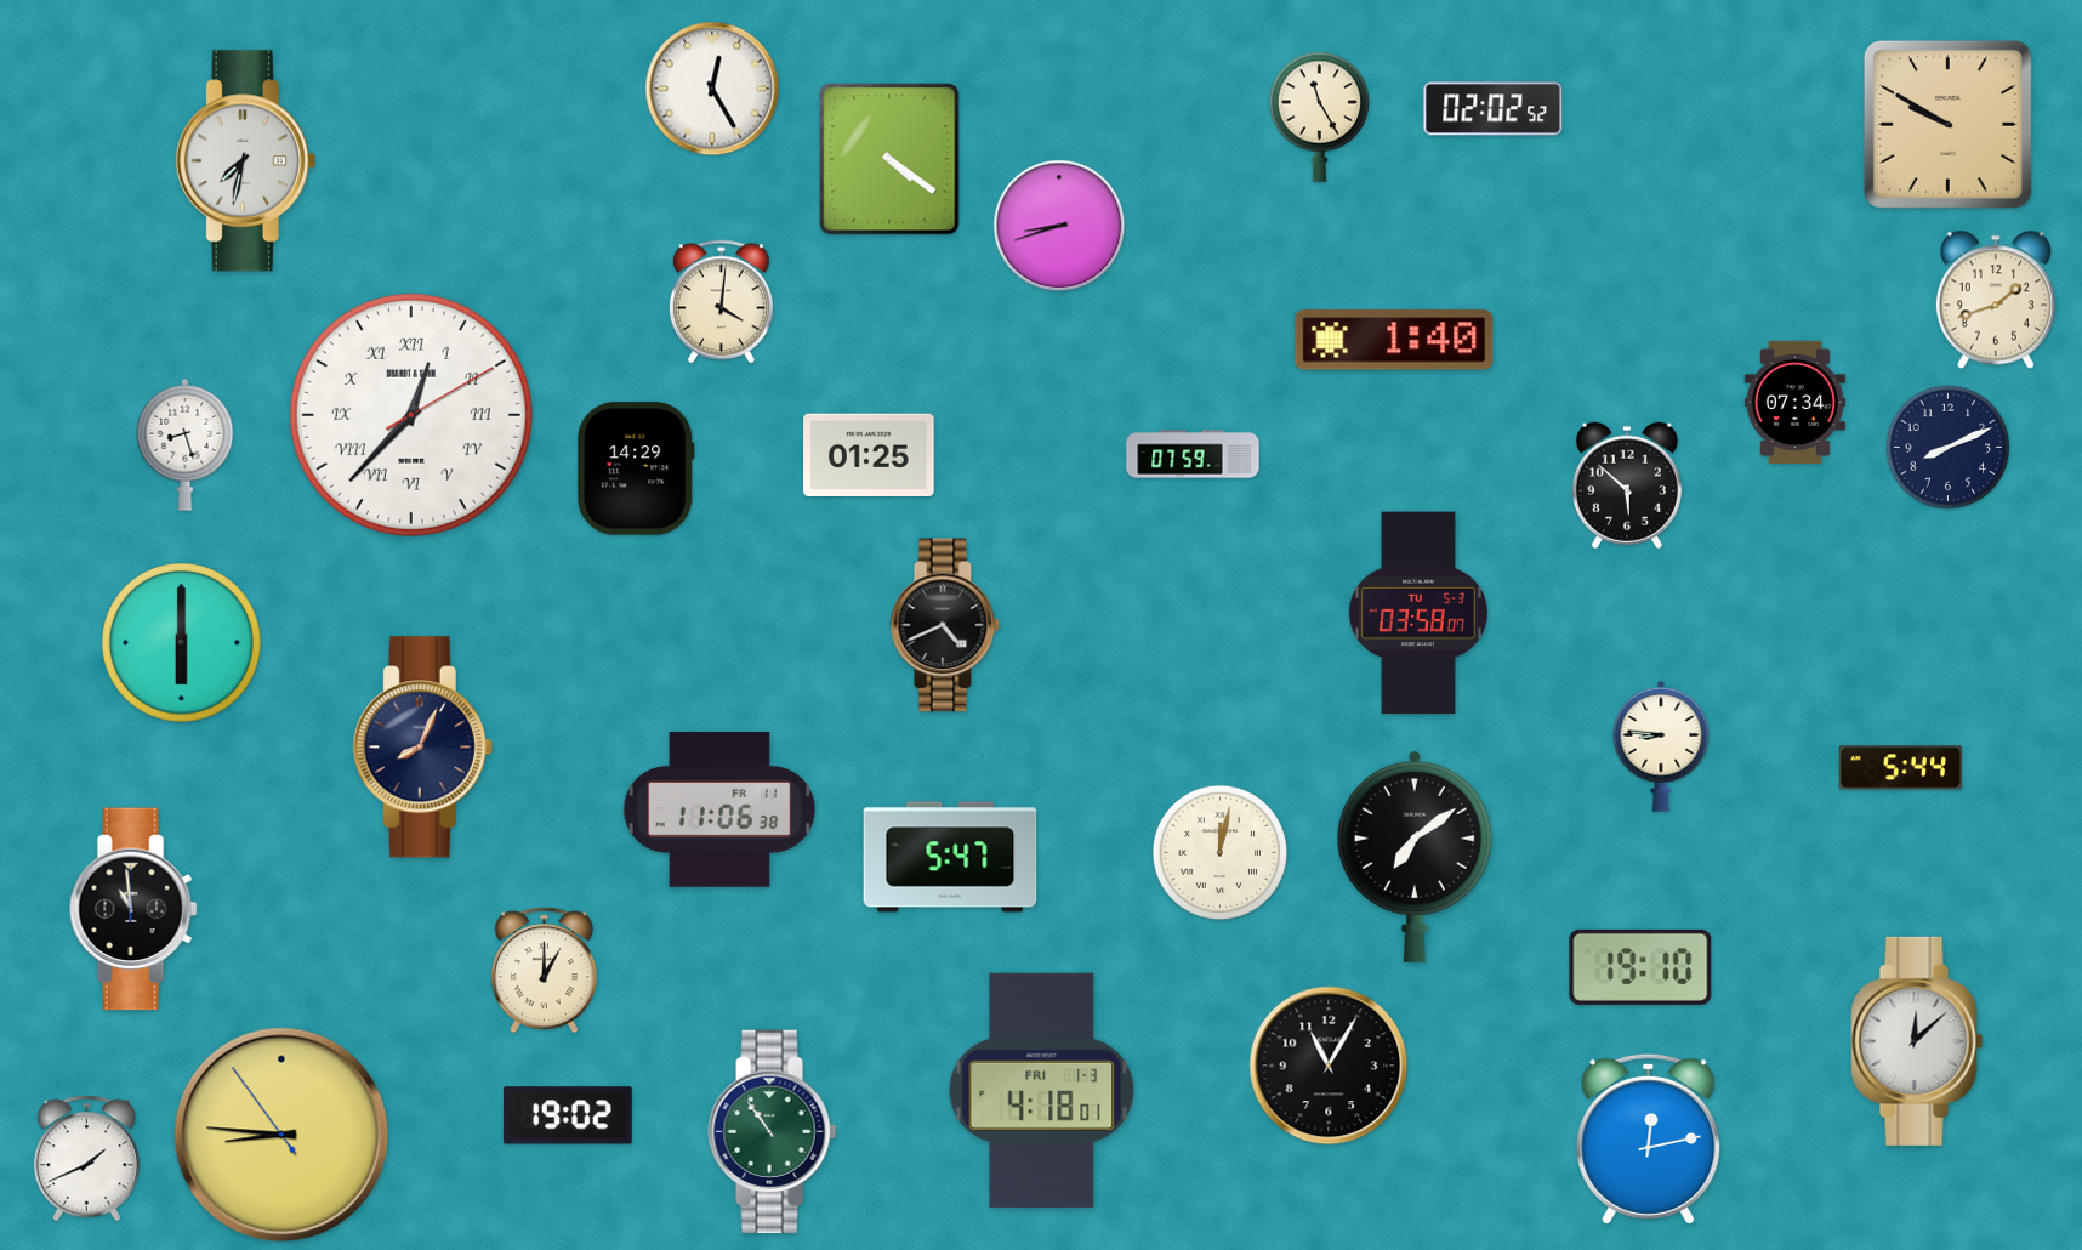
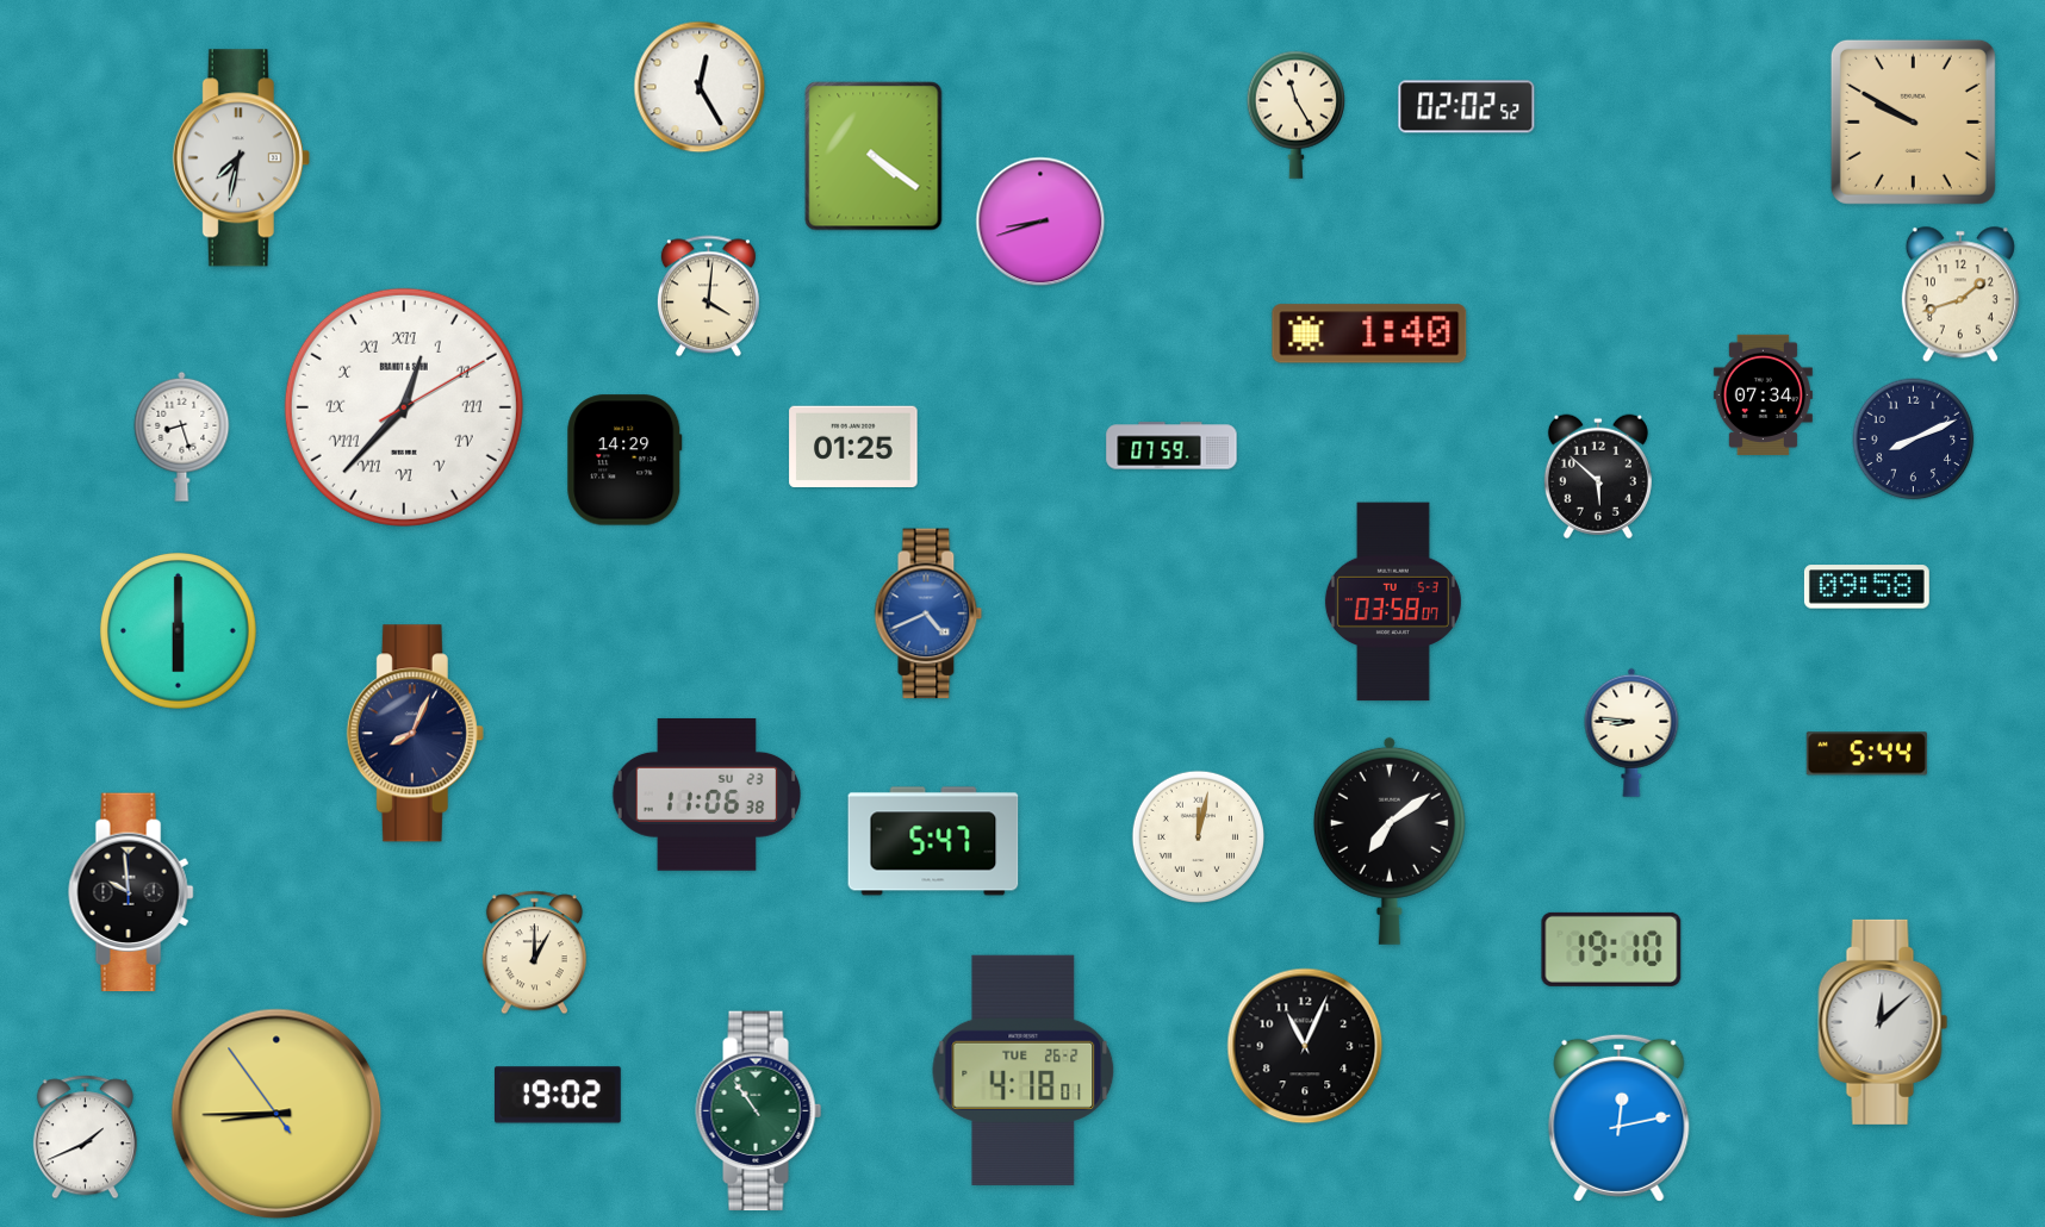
clock at (1866, 587): none -> 09:58
clock at (945, 625) dial: black -> blue
clock at (719, 809) date: FR 11 -> SU 23
clock at (133, 909): 10:59 -> 9:59
clock at (1329, 1066): 11:05 -> 11:04
clock at (1042, 1090) date: FRI 1-3 -> TUE 26-2
clock at (281, 1135): 8:45 -> 8:44
